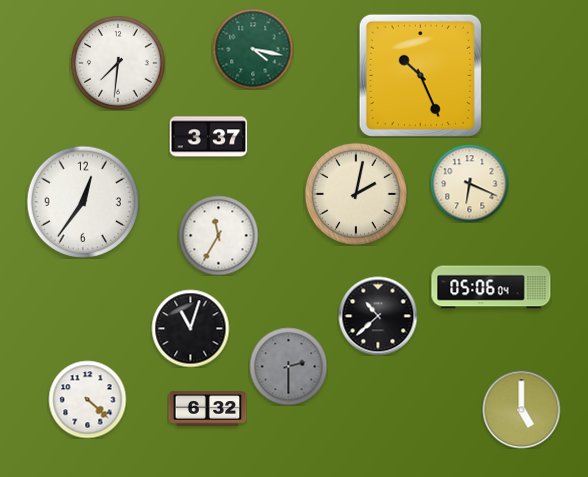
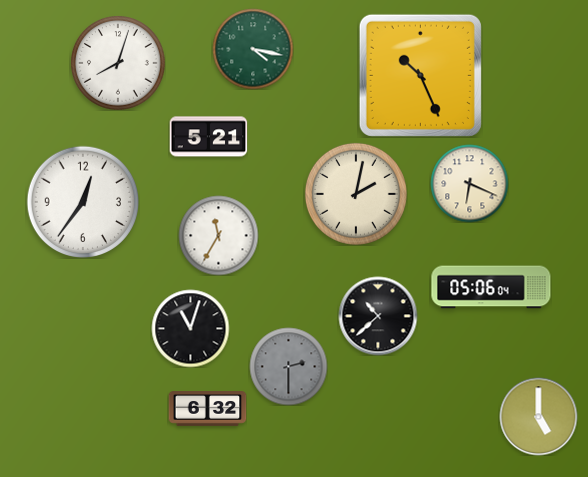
clock at (118, 63): 7:31 -> 8:03
clock at (208, 137): 3:37 -> 5:21
clock at (87, 399): 4:22 -> none
clock at (521, 409) position: (521, 409) -> (538, 416)
